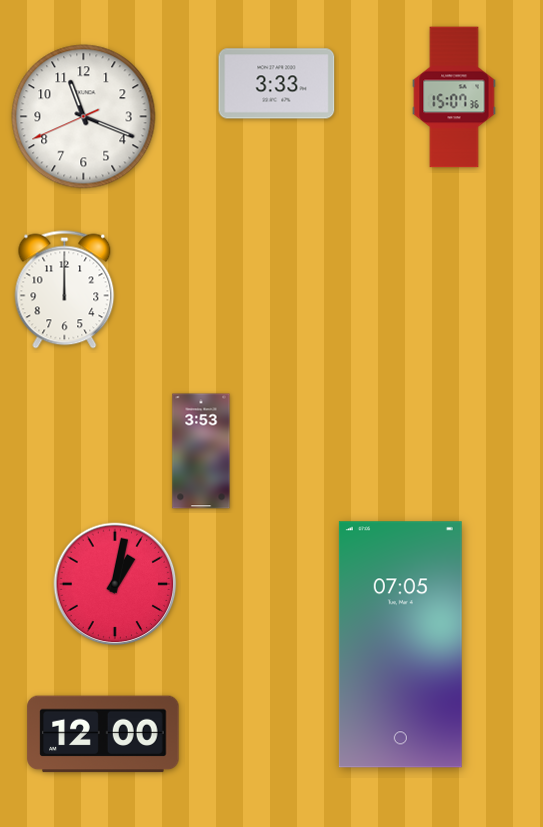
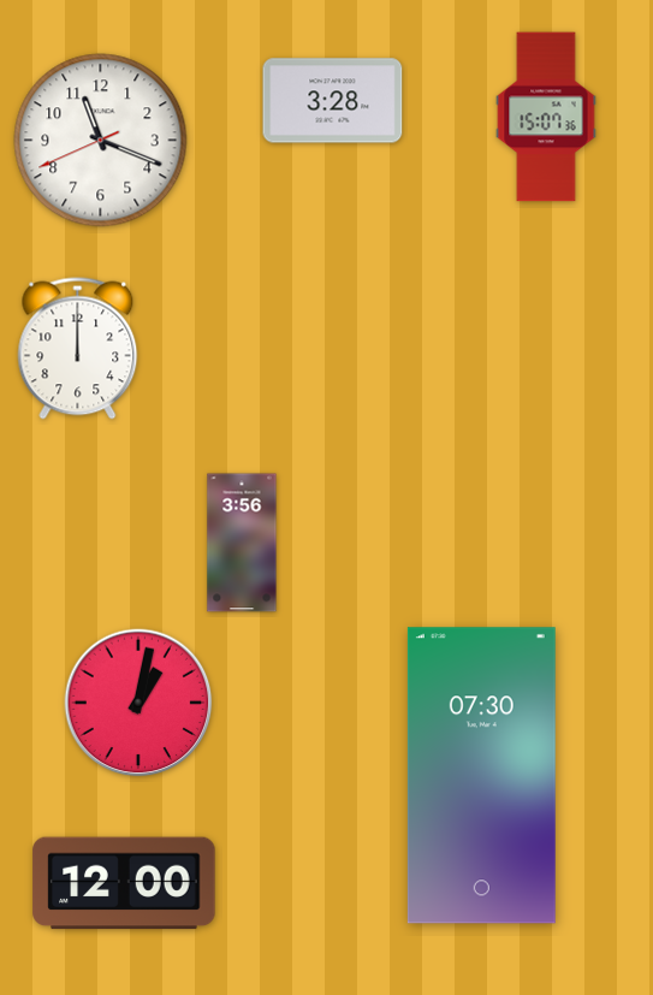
clock at (277, 84): 3:33 -> 3:28
clock at (201, 451): 3:53 -> 3:56
clock at (400, 645): 07:05 -> 07:30
